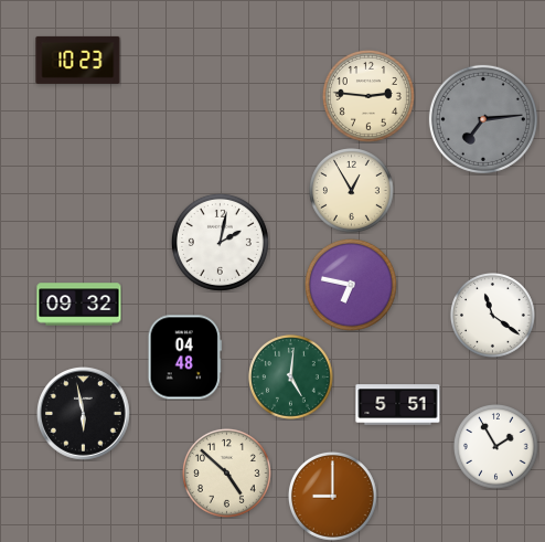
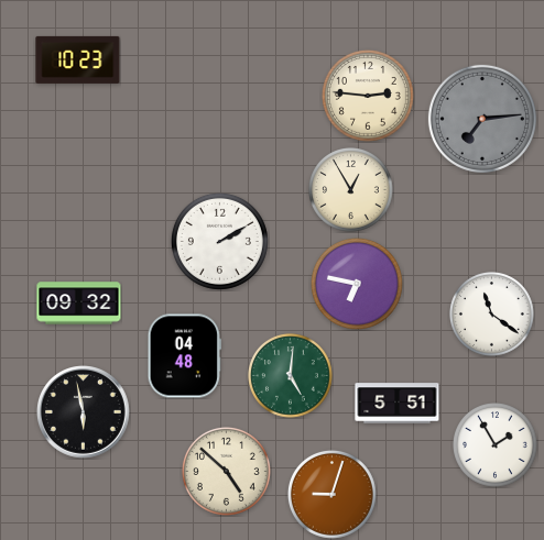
clock at (220, 242): 2:02 -> 2:10
clock at (351, 285) position: (351, 285) -> (357, 284)
clock at (332, 496): 9:00 -> 9:03
